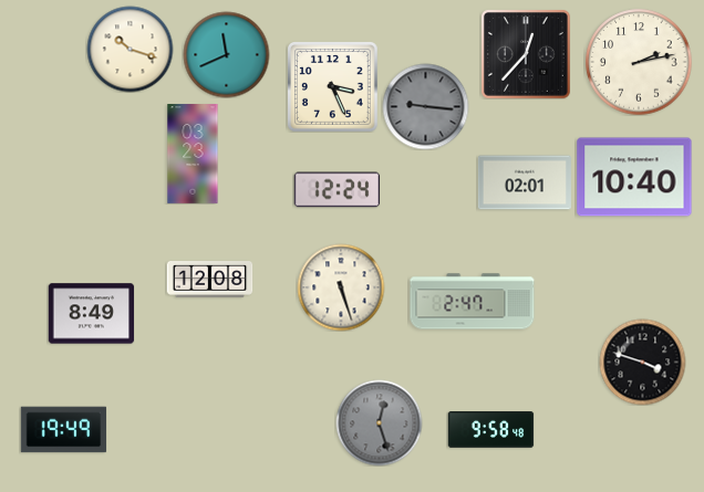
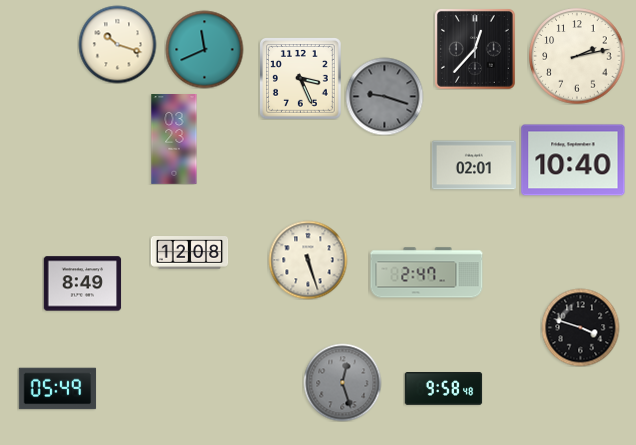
clock at (425, 106): 9:16 -> 9:18
clock at (337, 190): 12:24 -> none
clock at (63, 430): 19:49 -> 05:49
